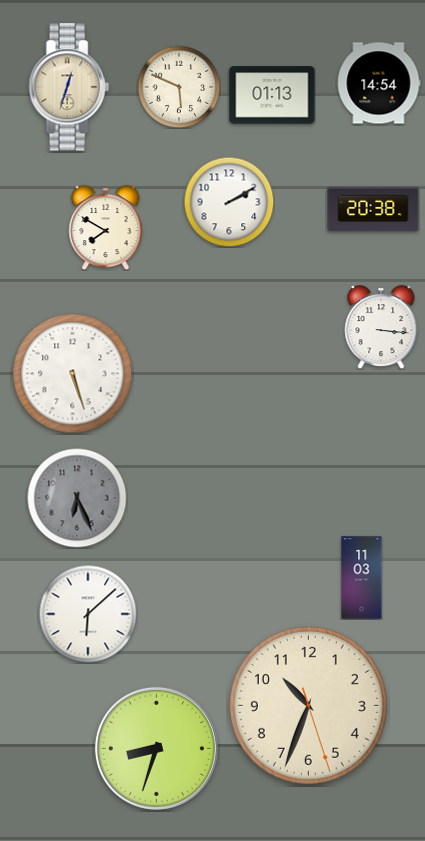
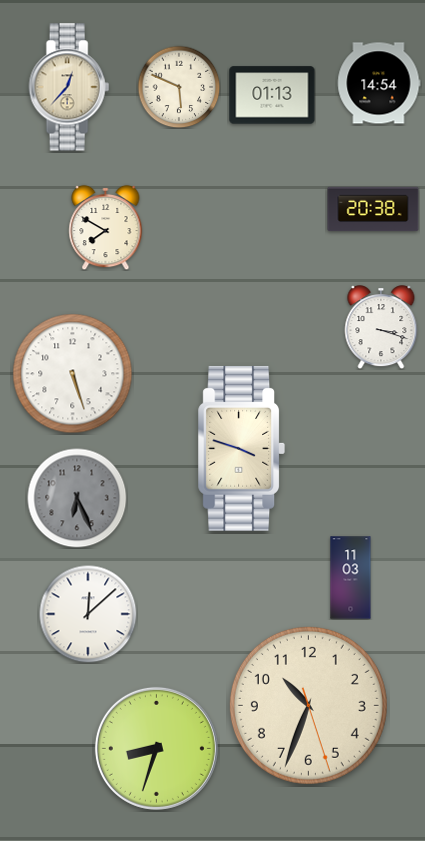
clock at (69, 87): 12:33 -> 12:37
clock at (229, 202): 2:10 -> none
clock at (381, 327): 3:16 -> 3:18
clock at (242, 448): none -> 3:48
clock at (362, 578) position: (362, 578) -> (351, 578)
clock at (88, 614): 6:08 -> 12:08
